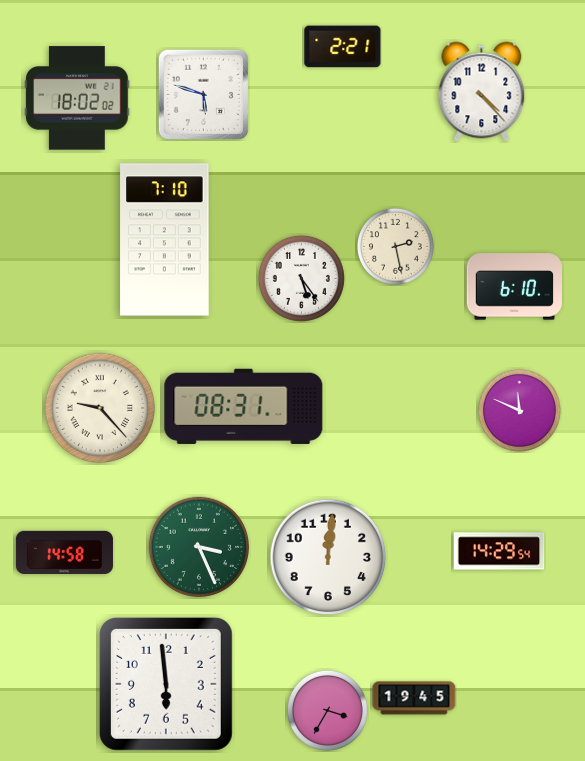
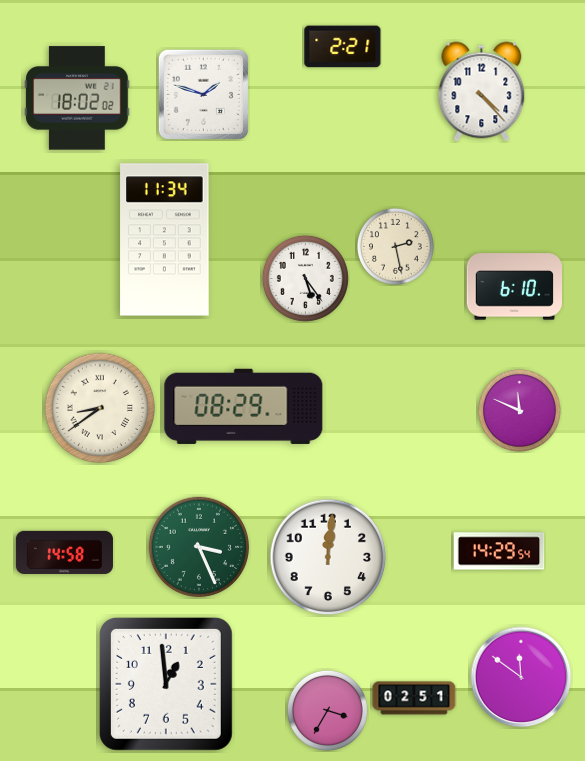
clock at (203, 94): 5:48 -> 1:48
clock at (165, 240): 7:10 -> 11:34
clock at (301, 278) position: (301, 278) -> (305, 278)
clock at (244, 406): 08:31 -> 08:29
clock at (100, 408): 9:23 -> 8:39
clock at (521, 677): none -> 11:51
clock at (166, 684): 5:59 -> 12:59
clock at (414, 698): 19:45 -> 02:51
